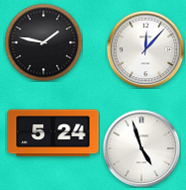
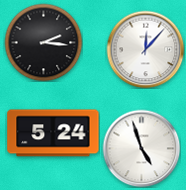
clock at (43, 42): 1:47 -> 2:16
